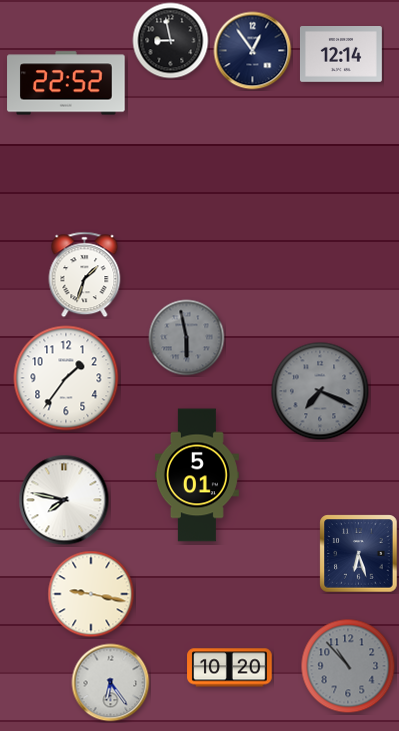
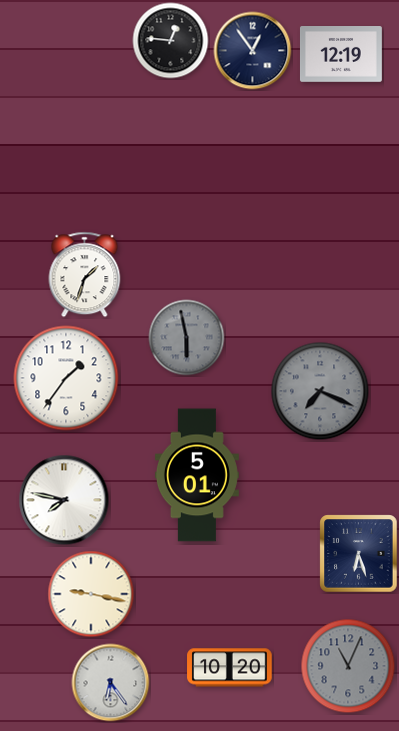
clock at (171, 41): 8:58 -> 12:46
clock at (341, 55): 12:14 -> 12:19
clock at (66, 83): 22:52 -> none
clock at (348, 666): 10:53 -> 11:04
